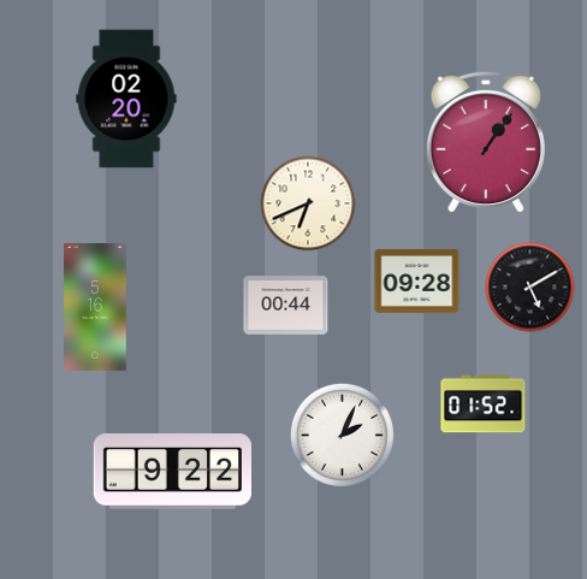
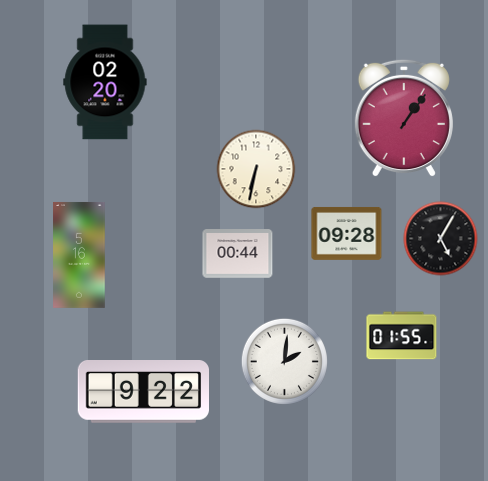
clock at (308, 203): 6:41 -> 6:32
clock at (530, 288): 5:10 -> 5:05
clock at (484, 404): 01:52 -> 01:55
clock at (342, 435): 2:04 -> 2:01
